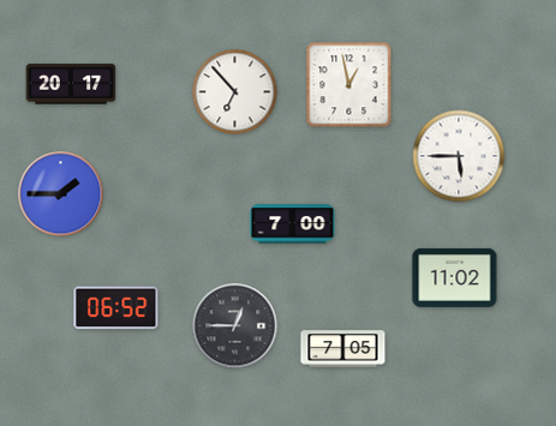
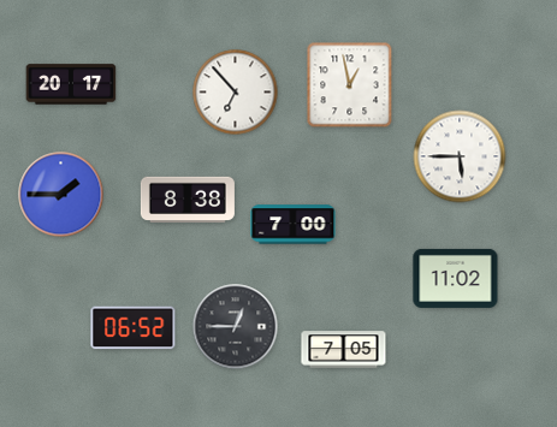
clock at (188, 200): none -> 8:38
clock at (116, 308) position: (116, 308) -> (134, 328)
